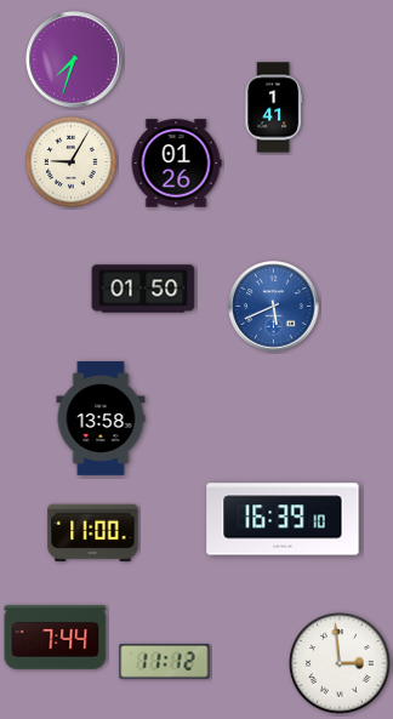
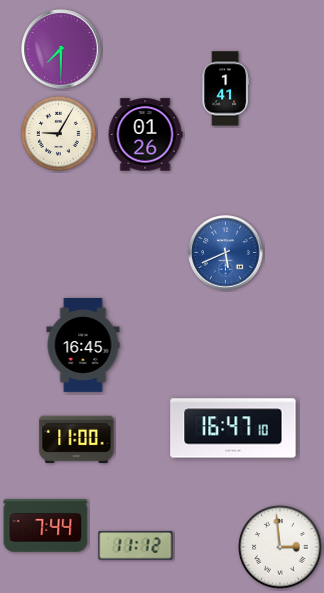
clock at (74, 59): 7:33 -> 7:30
clock at (143, 289): 01:50 -> none
clock at (101, 420): 13:58 -> 16:45
clock at (283, 519): 16:39 -> 16:47
